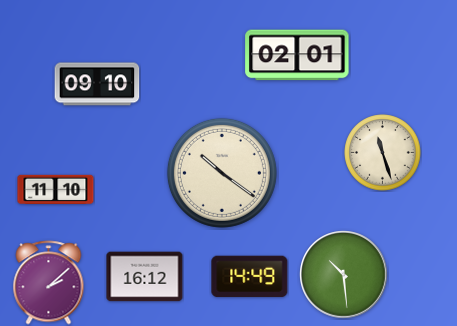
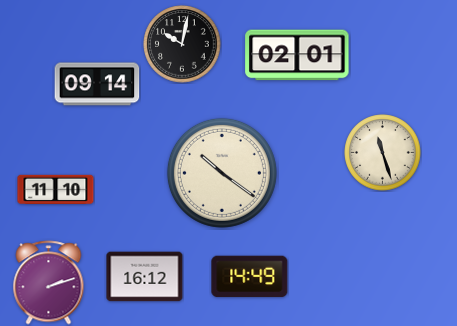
clock at (182, 44): none -> 10:02
clock at (97, 84): 09:10 -> 09:14
clock at (344, 275): 10:29 -> none
clock at (49, 283): 2:08 -> 2:12
